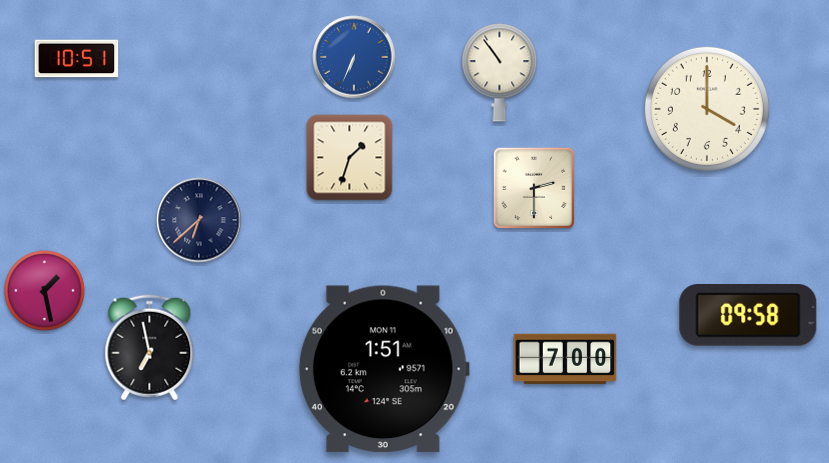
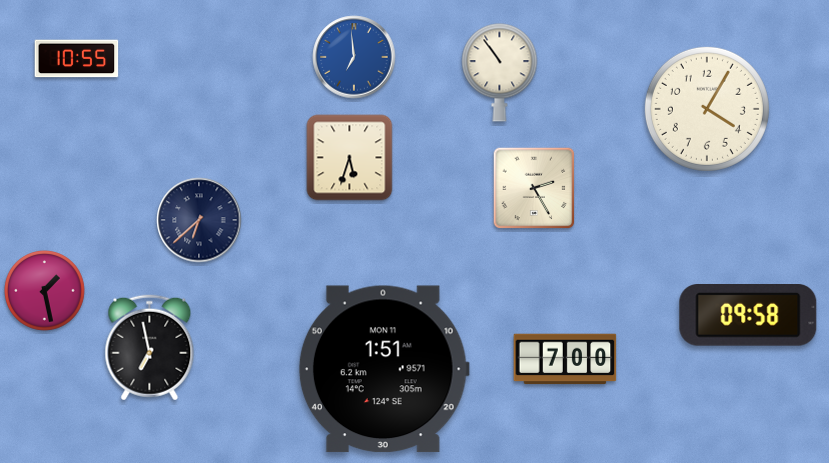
clock at (354, 57): 6:34 -> 6:59
clock at (77, 59): 10:51 -> 10:55
clock at (707, 109): 4:00 -> 4:05
clock at (350, 158): 1:33 -> 5:33
clock at (534, 188): 2:30 -> 2:25
